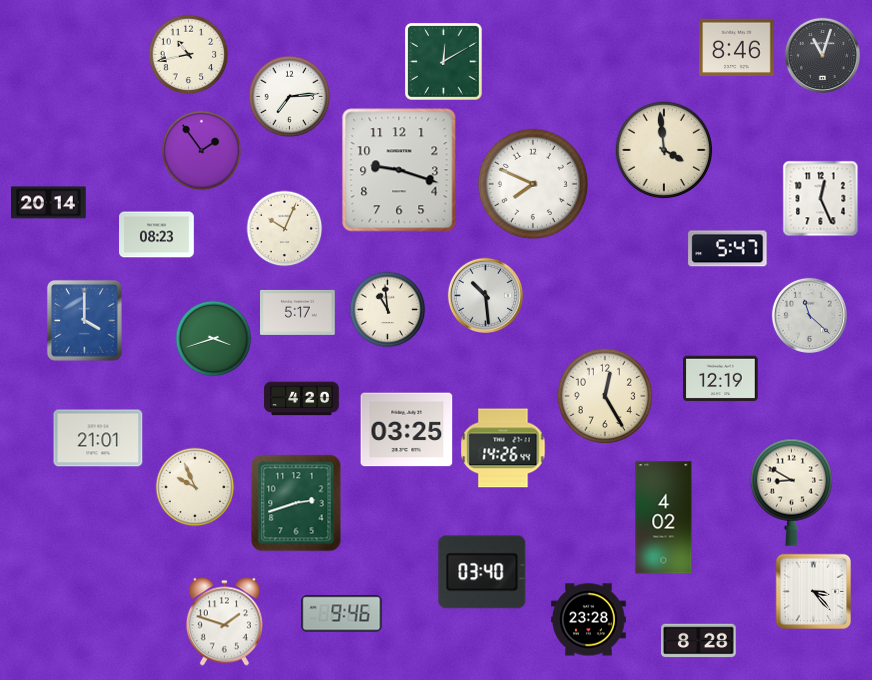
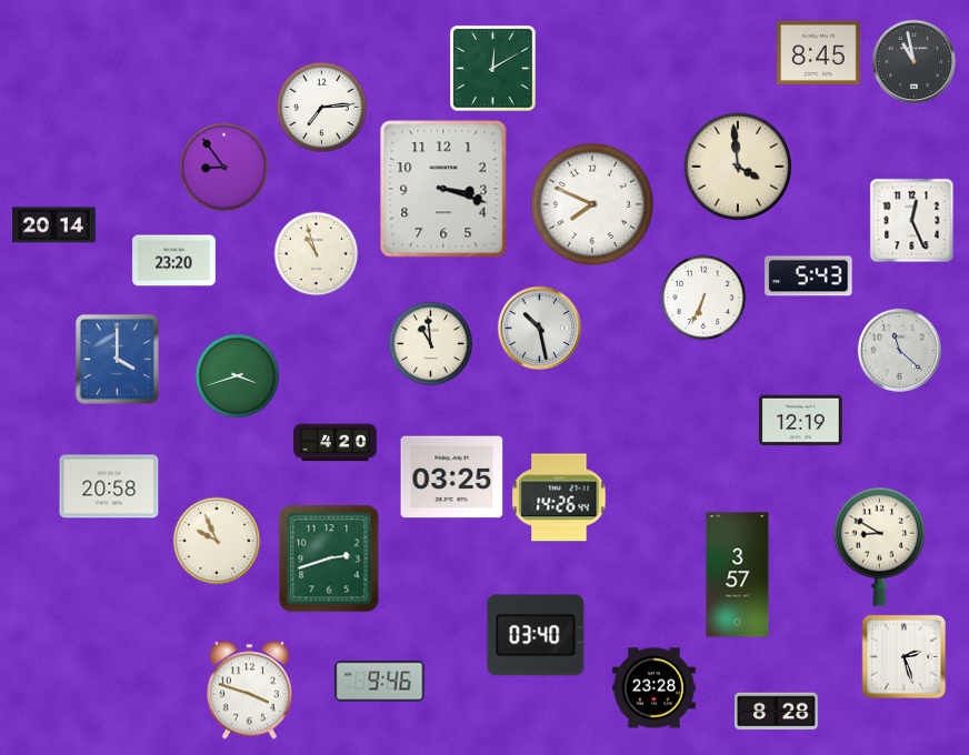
clock at (737, 47): 8:46 -> 8:45
clock at (189, 55): 10:43 -> none
clock at (822, 55): 11:03 -> 10:58
clock at (202, 151): 1:54 -> 8:54
clock at (399, 170): 9:18 -> 3:18
clock at (285, 229): 10:04 -> 10:57
clock at (157, 235): 08:23 -> 23:20
clock at (728, 249): 5:47 -> 5:43
clock at (703, 298): none -> 6:34
clock at (485, 295): 10:29 -> 10:28
clock at (298, 312): 5:17 -> none
clock at (84, 320) position: (84, 320) -> (117, 359)
clock at (605, 396): 12:25 -> none
clock at (98, 438): 21:01 -> 20:58
clock at (664, 518): 4:02 -> 3:57
clock at (813, 591): 3:23 -> 2:27
clock at (224, 622): 1:48 -> 3:48
